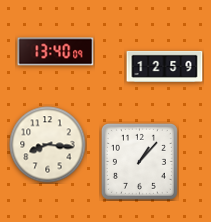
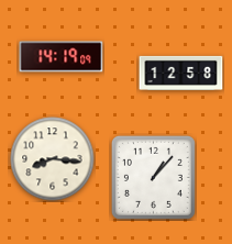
clock at (56, 52): 13:40 -> 14:19
clock at (165, 66): 12:59 -> 12:58
